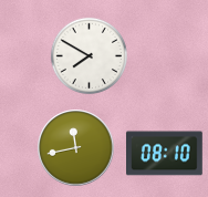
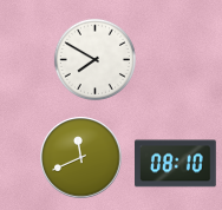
clock at (76, 148): 11:43 -> 11:41
